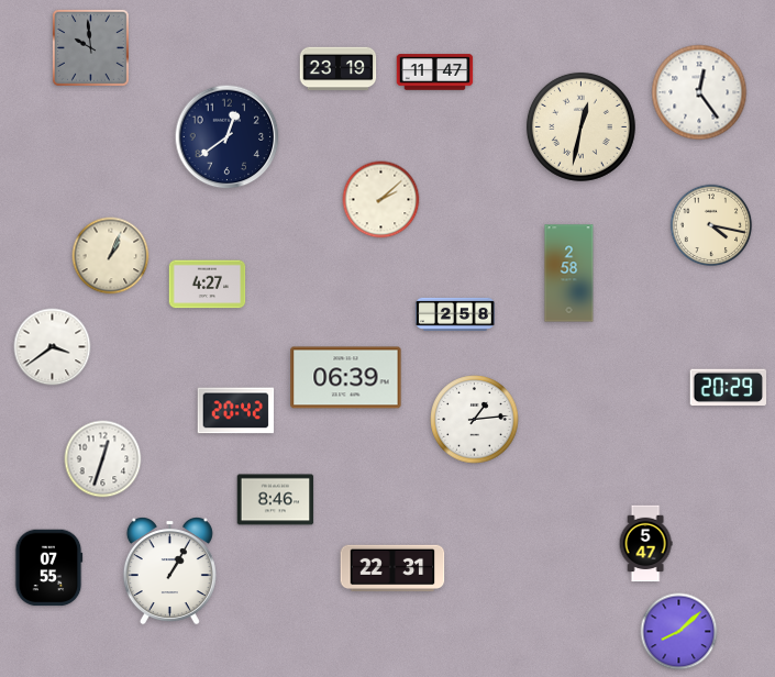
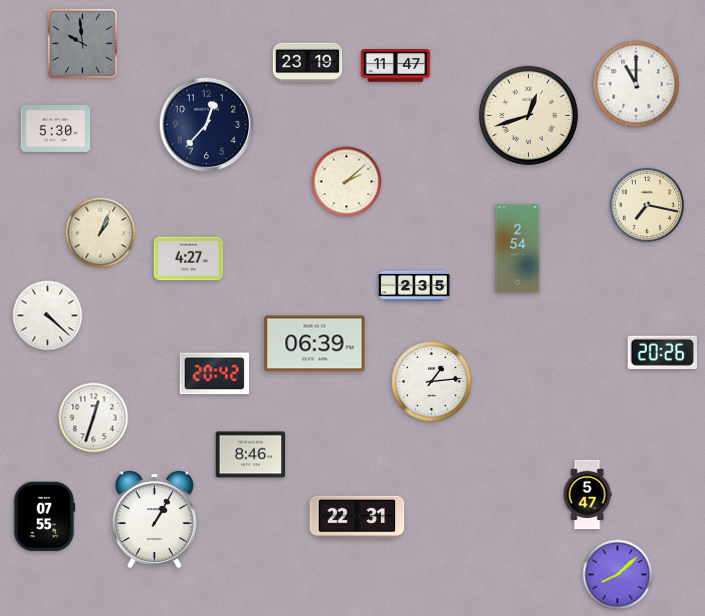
clock at (699, 92): 12:24 -> 11:00
clock at (580, 126): 12:32 -> 12:42
clock at (228, 137): 12:39 -> 12:37
clock at (56, 128): none -> 5:30
clock at (711, 225): 4:17 -> 7:17
clock at (569, 274): 2:58 -> 2:54
clock at (455, 314): 2:58 -> 2:35
clock at (53, 347): 3:39 -> 4:22
clock at (729, 388): 20:29 -> 20:26
